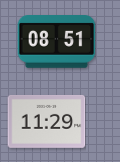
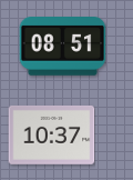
clock at (46, 121): 11:29 -> 10:37
